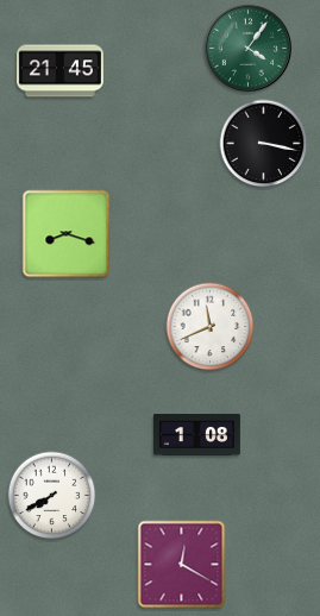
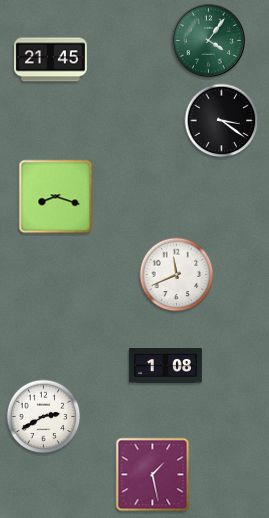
clock at (264, 144): 3:17 -> 3:21
clock at (52, 496): 7:40 -> 2:40
clock at (182, 565): 12:20 -> 1:28
